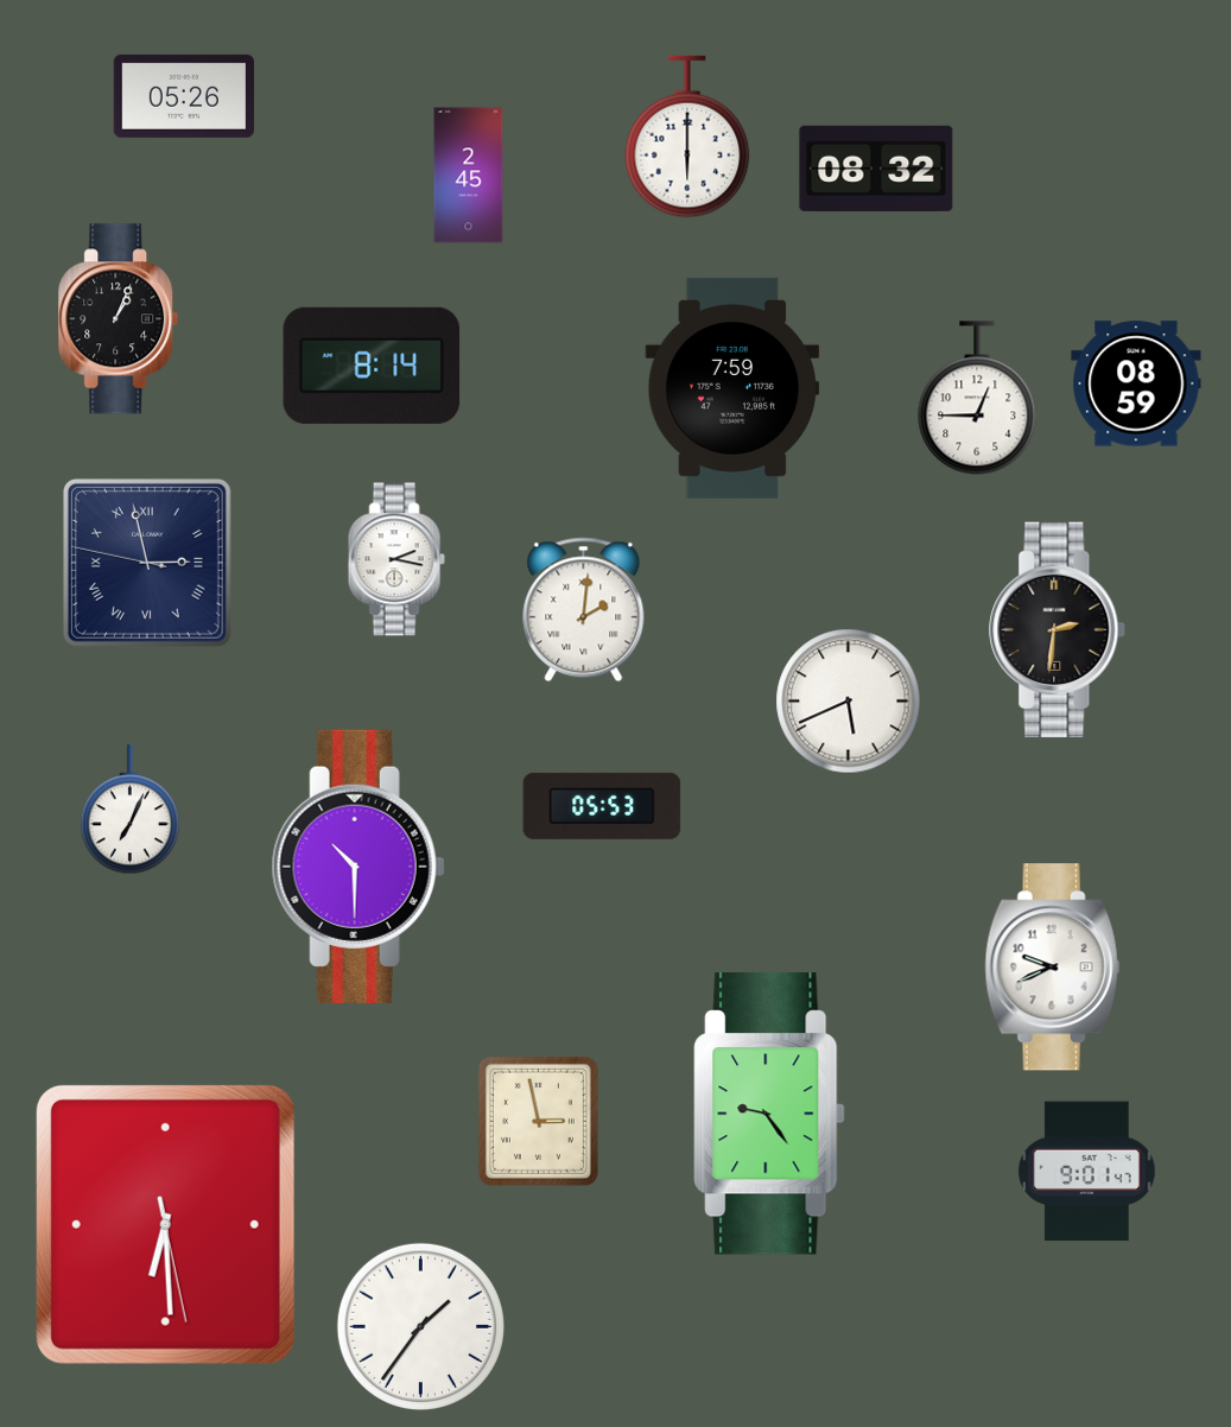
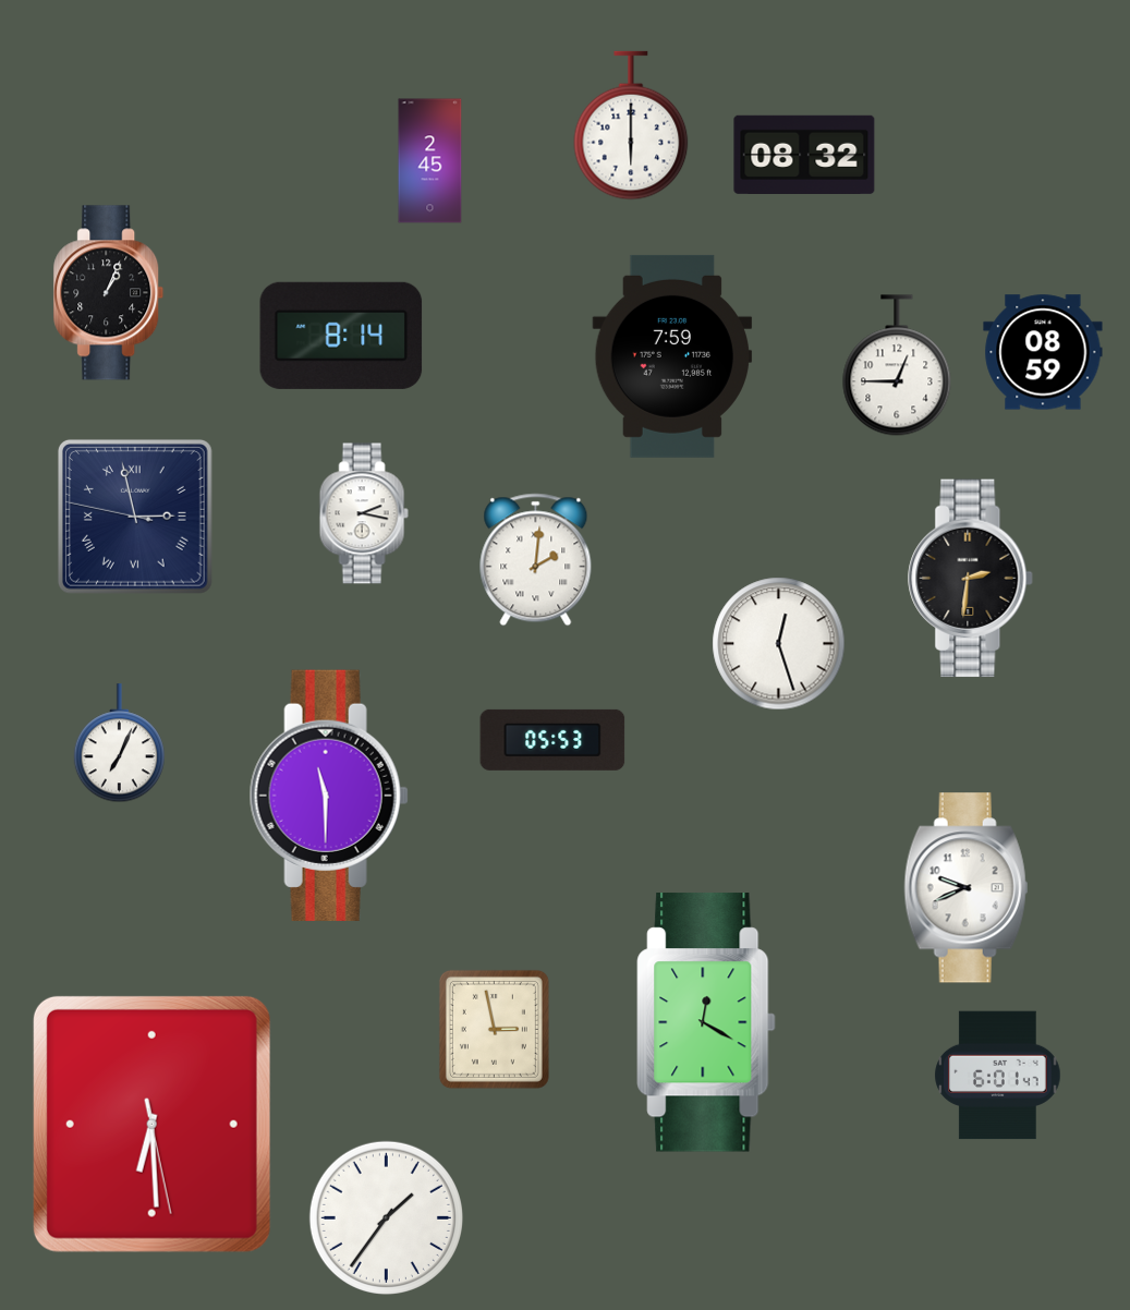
clock at (183, 96): 05:26 -> none
clock at (849, 702): 5:41 -> 12:27
clock at (358, 867): 10:30 -> 11:30
clock at (769, 1114): 9:24 -> 12:20
clock at (1087, 1172): 9:01 -> 6:01
